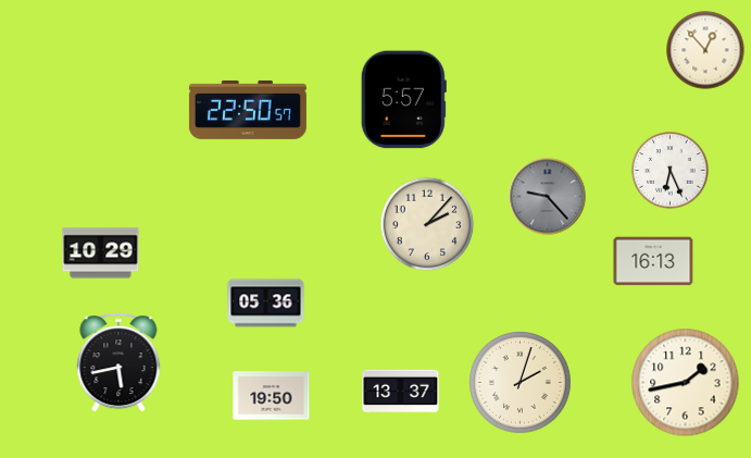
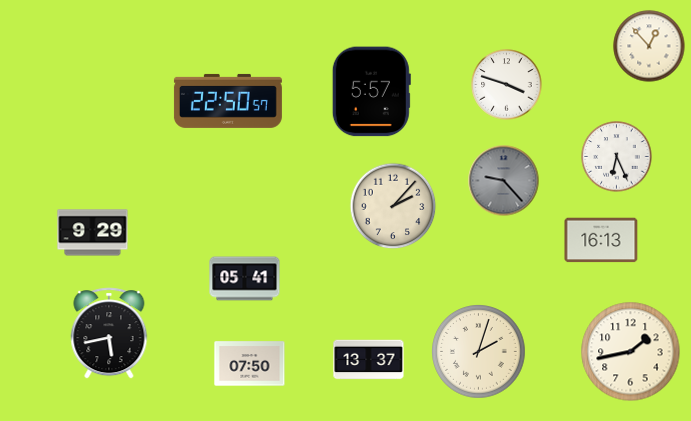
clock at (507, 85): none -> 3:48
clock at (101, 253): 10:29 -> 9:29
clock at (266, 304): 05:36 -> 05:41
clock at (272, 396): 19:50 -> 07:50
